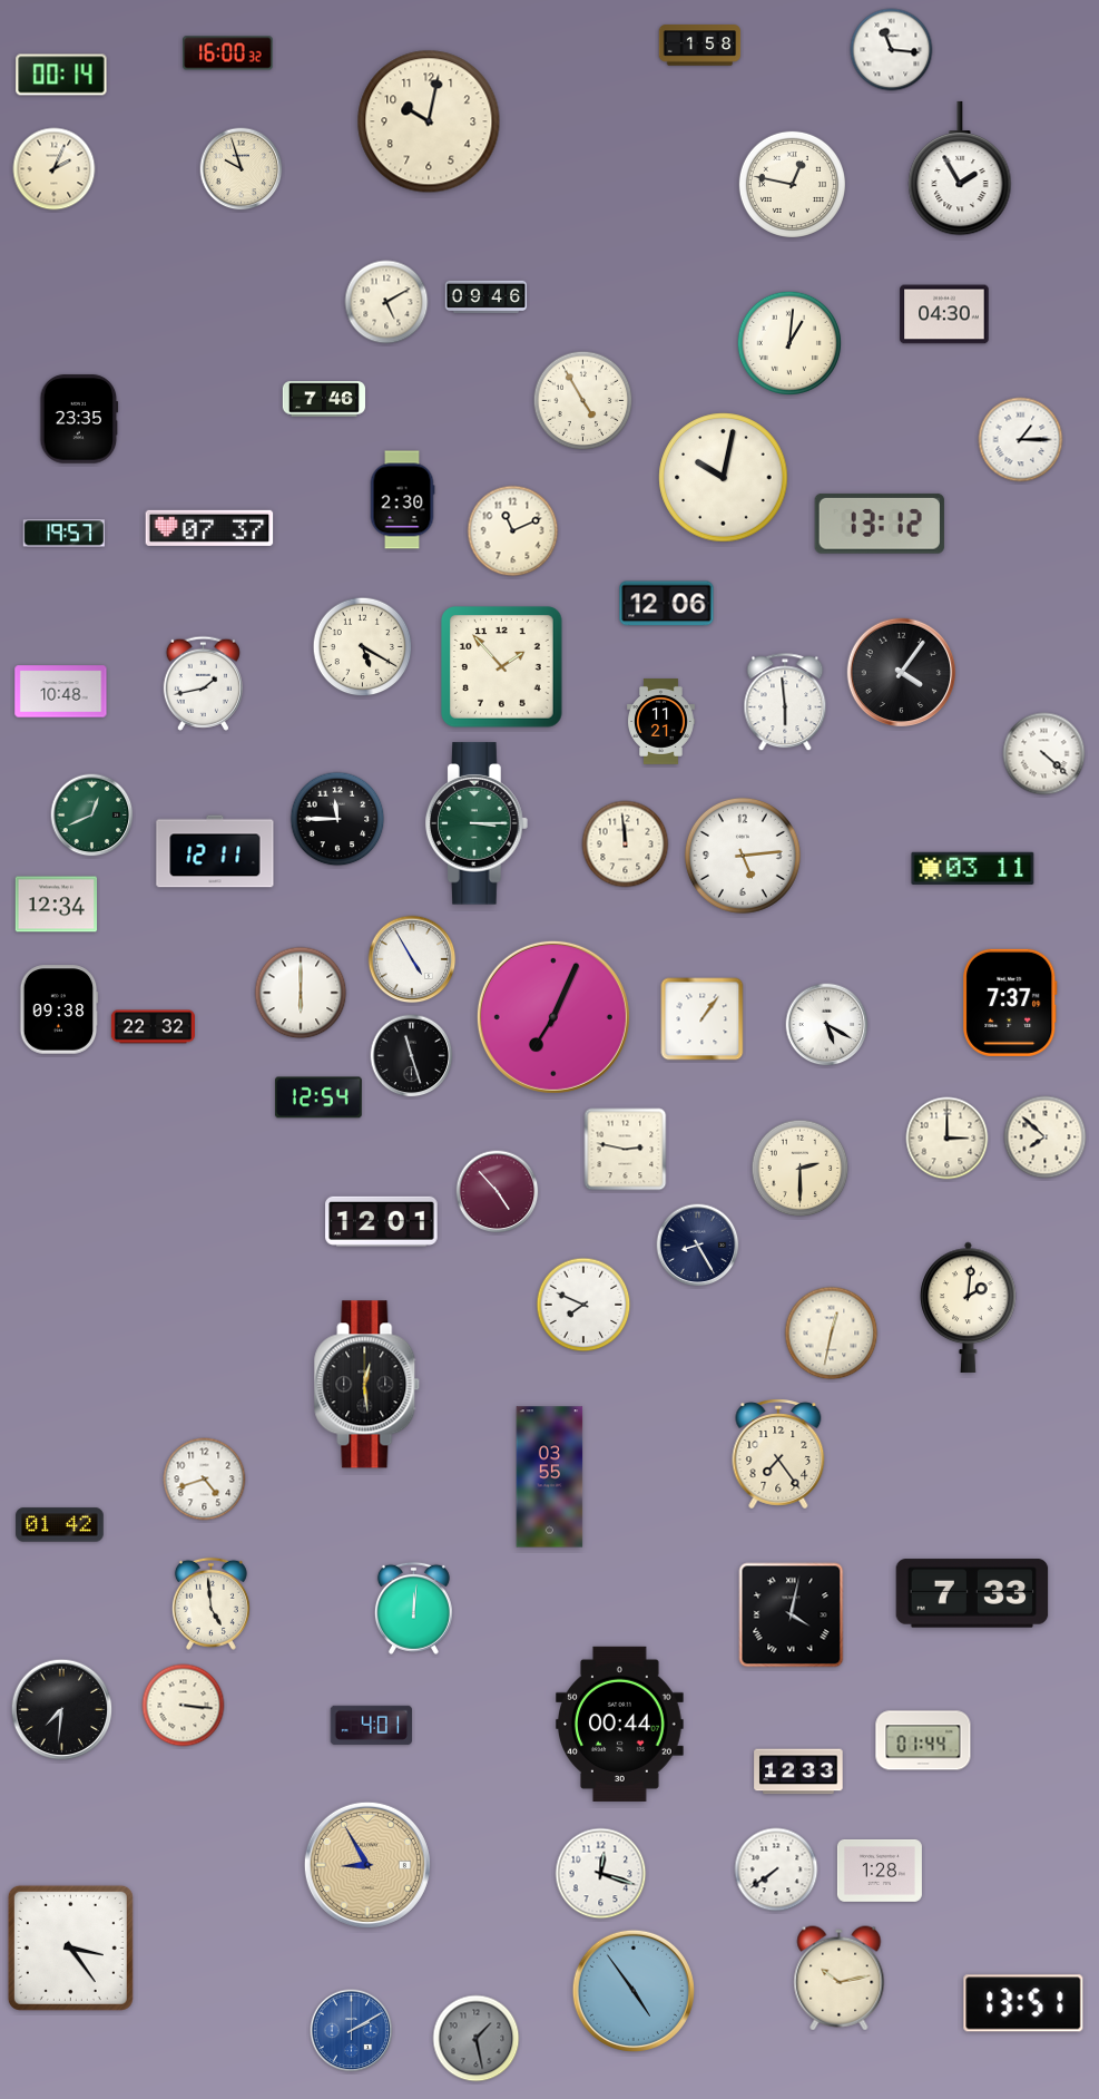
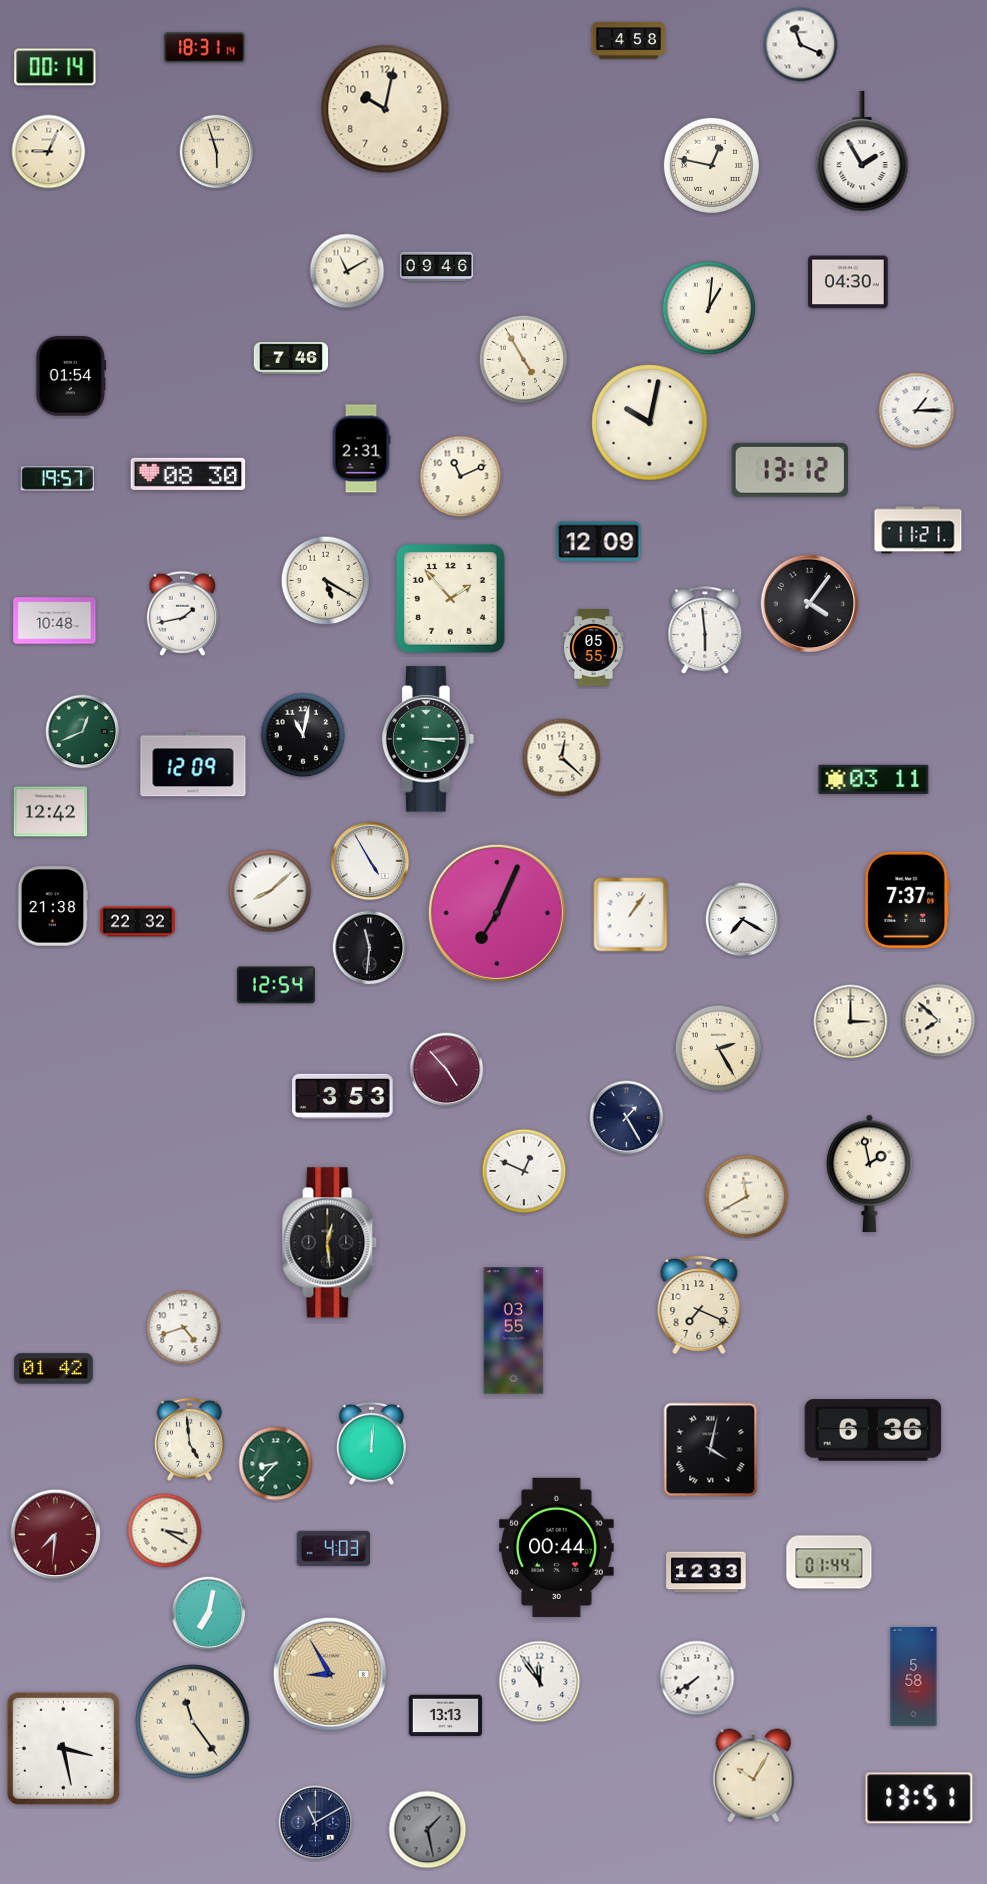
clock at (700, 46): 1:58 -> 4:58
clock at (892, 50): 11:16 -> 11:19
clock at (228, 53): 16:00 -> 18:31
clock at (55, 169): 2:04 -> 9:04
clock at (242, 169): 9:57 -> 5:57
clock at (386, 302): 5:10 -> 11:10
clock at (79, 419): 23:35 -> 01:54
clock at (1021, 440) position: (1021, 440) -> (917, 411)
clock at (724, 478) position: (724, 478) -> (650, 423)
clock at (402, 500): 2:30 -> 2:31
clock at (209, 528): 07:37 -> 08:30
clock at (918, 530): none -> 11:21
clock at (667, 604): 12:06 -> 12:09
clock at (661, 722): 11:21 -> 05:55
clock at (1044, 754): 4:22 -> none
clock at (337, 819): 11:45 -> 11:02
clock at (626, 845): 11:59 -> 12:22
clock at (215, 851): 12:11 -> 12:09
clock at (743, 856): 5:14 -> none
clock at (57, 905): 12:34 -> 12:42
clock at (301, 993): 6:00 -> 8:08
clock at (59, 1009): 09:38 -> 21:38
clock at (827, 1025): 5:20 -> 7:20
clock at (412, 1056): 11:27 -> 11:31
clock at (318, 1097) position: (318, 1097) -> (276, 985)
clock at (626, 1150): 2:47 -> none
clock at (801, 1169): 2:30 -> 2:25
clock at (382, 1221): 12:01 -> 3:53
clock at (698, 1246): 8:25 -> 1:25
clock at (583, 1305): 7:49 -> 12:49
clock at (969, 1307): 2:01 -> 1:58
clock at (832, 1334): 12:32 -> 11:40
clock at (778, 1454): 7:24 -> 7:19
clock at (550, 1477) position: (550, 1477) -> (514, 1331)
clock at (972, 1593): 7:33 -> 6:36
clock at (276, 1464): none -> 8:37
clock at (184, 1706): 3:16 -> 3:20
clock at (62, 1710) dial: black -> burgundy
clock at (371, 1725): 4:01 -> 4:03
clock at (798, 1771) position: (798, 1771) -> (706, 1572)
clock at (209, 1614): none -> 7:02
clock at (914, 1677): none -> 5:58
clock at (880, 1871): 1:28 -> none
clock at (601, 1874): 12:18 -> 11:54
clock at (446, 1716): none -> 13:13
clock at (193, 1722): none -> 11:24
clock at (70, 1947): 3:24 -> 3:28
clock at (840, 1979): 10:13 -> 10:05
clock at (634, 1991): 4:54 -> none
clock at (352, 2031): 2:10 -> 11:10
clock at (352, 2031) dial: blue -> navy
